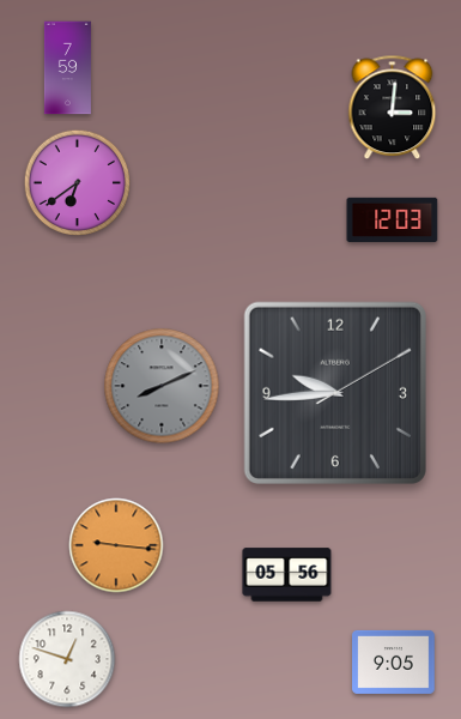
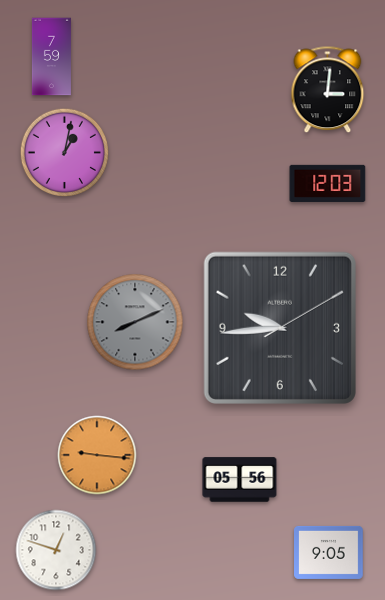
clock at (67, 68) position: (67, 68) -> (51, 57)
clock at (77, 182): 6:39 -> 1:02
